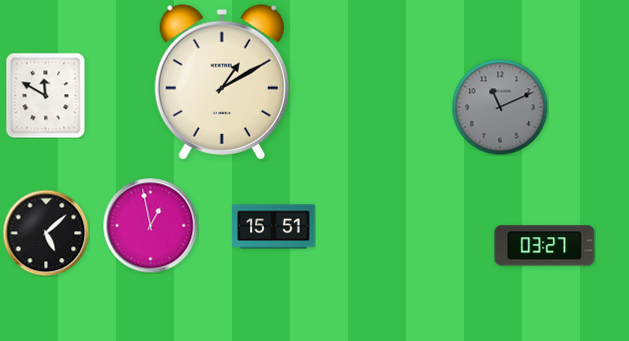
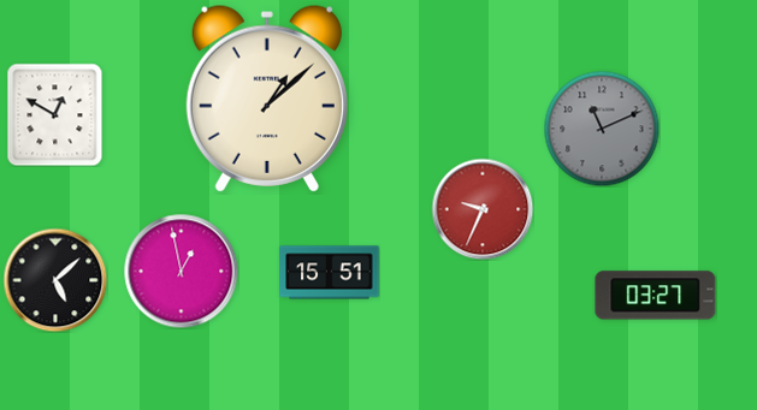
clock at (222, 82): 1:10 -> 1:08
clock at (46, 95): 11:50 -> 12:50
clock at (483, 209): none -> 9:34
